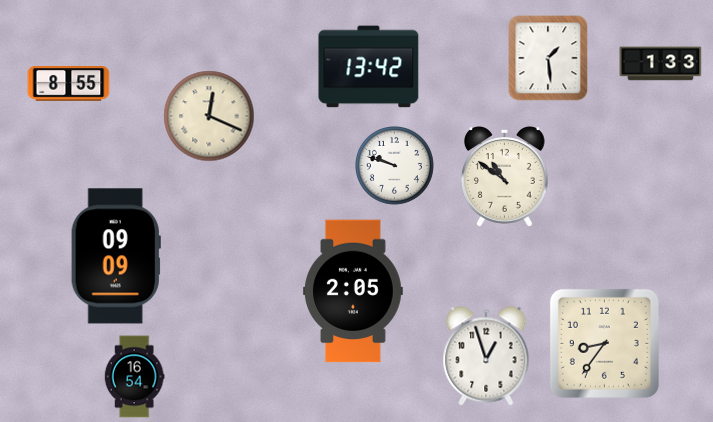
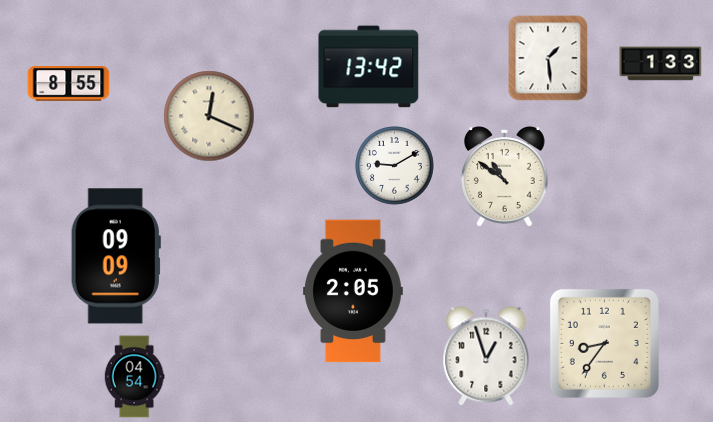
clock at (395, 166): 9:48 -> 9:10
clock at (134, 377): 16:54 -> 04:54
